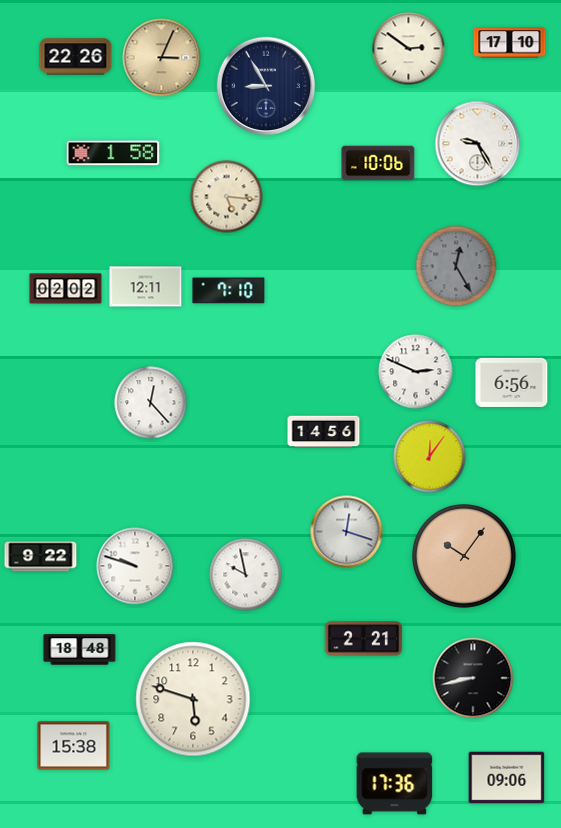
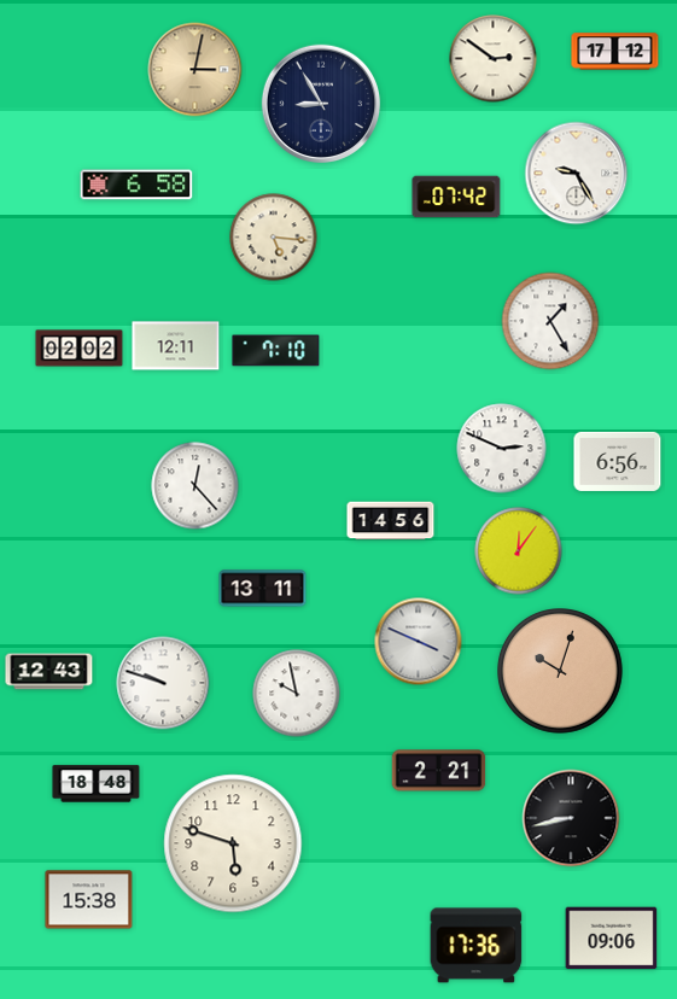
clock at (510, 43): 17:10 -> 17:12
clock at (76, 57): 22:26 -> none
clock at (162, 58): 3:04 -> 3:02
clock at (113, 153): 1:58 -> 6:58
clock at (378, 163): 10:06 -> 07:42
clock at (456, 266): 12:25 -> 1:25
clock at (456, 266) dial: grey -> white
clock at (151, 403) position: (151, 403) -> (195, 486)
clock at (263, 589): none -> 13:11
clock at (347, 532): 12:18 -> 3:49
clock at (41, 557): 9:22 -> 12:43
clock at (465, 557): 10:06 -> 10:03
